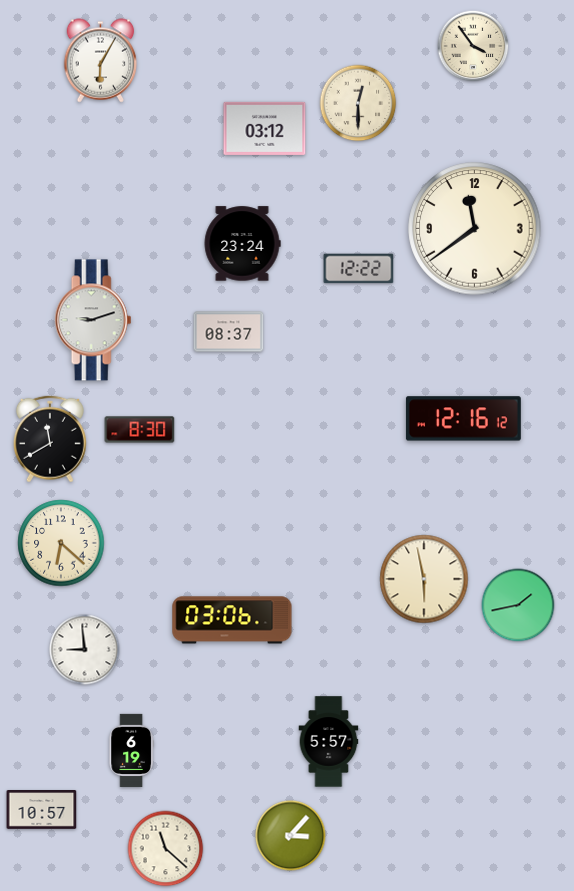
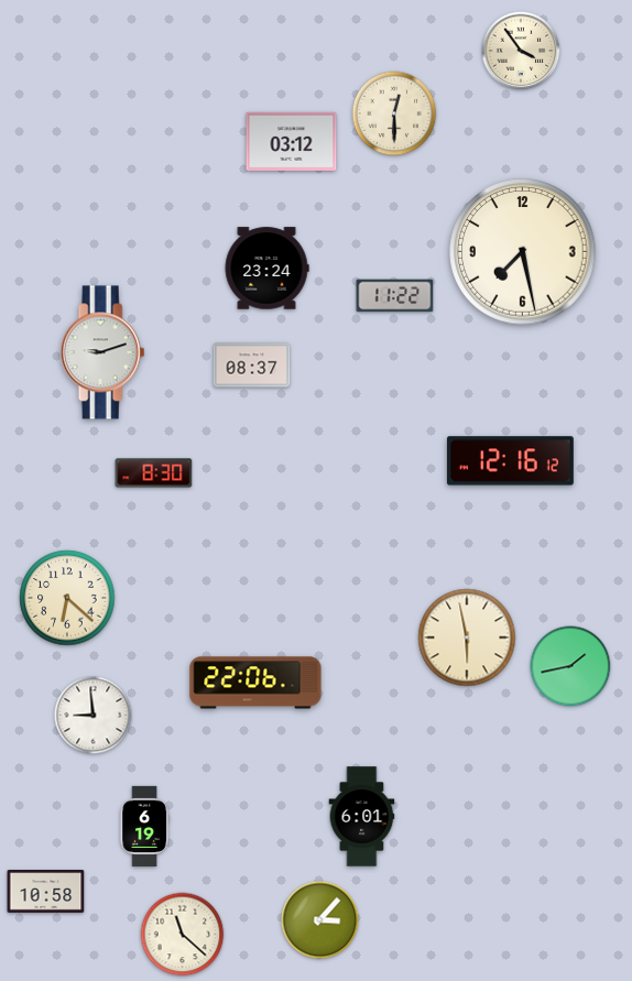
clock at (101, 61): 6:05 -> none
clock at (475, 229): 11:39 -> 7:28
clock at (359, 269): 12:22 -> 11:22
clock at (50, 439): 11:40 -> none
clock at (232, 620): 03:06 -> 22:06
clock at (329, 742): 5:57 -> 6:01
clock at (42, 810): 10:57 -> 10:58
